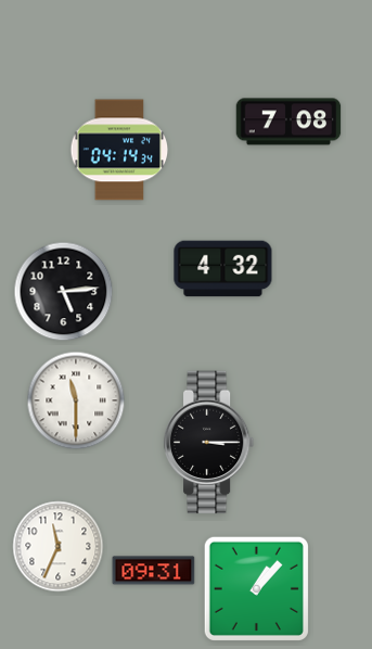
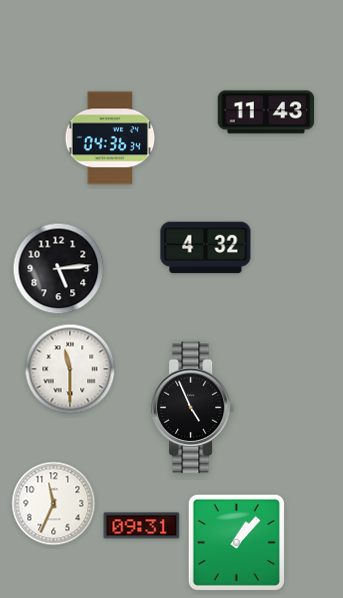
clock at (288, 122): 7:08 -> 11:43
clock at (119, 150): 04:14 -> 04:36
clock at (209, 443): 3:15 -> 4:56
